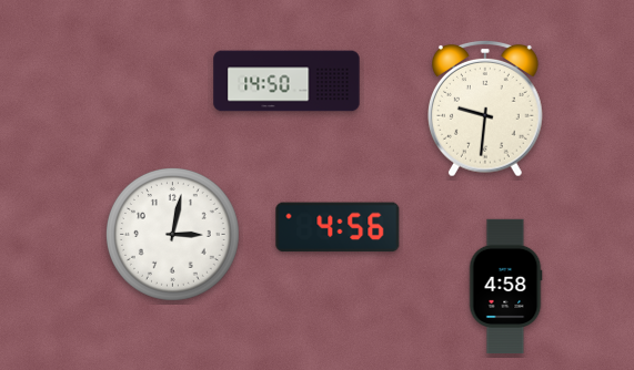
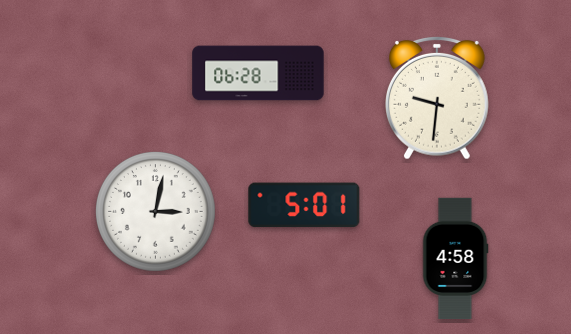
clock at (286, 81): 14:50 -> 06:28
clock at (338, 227): 4:56 -> 5:01
